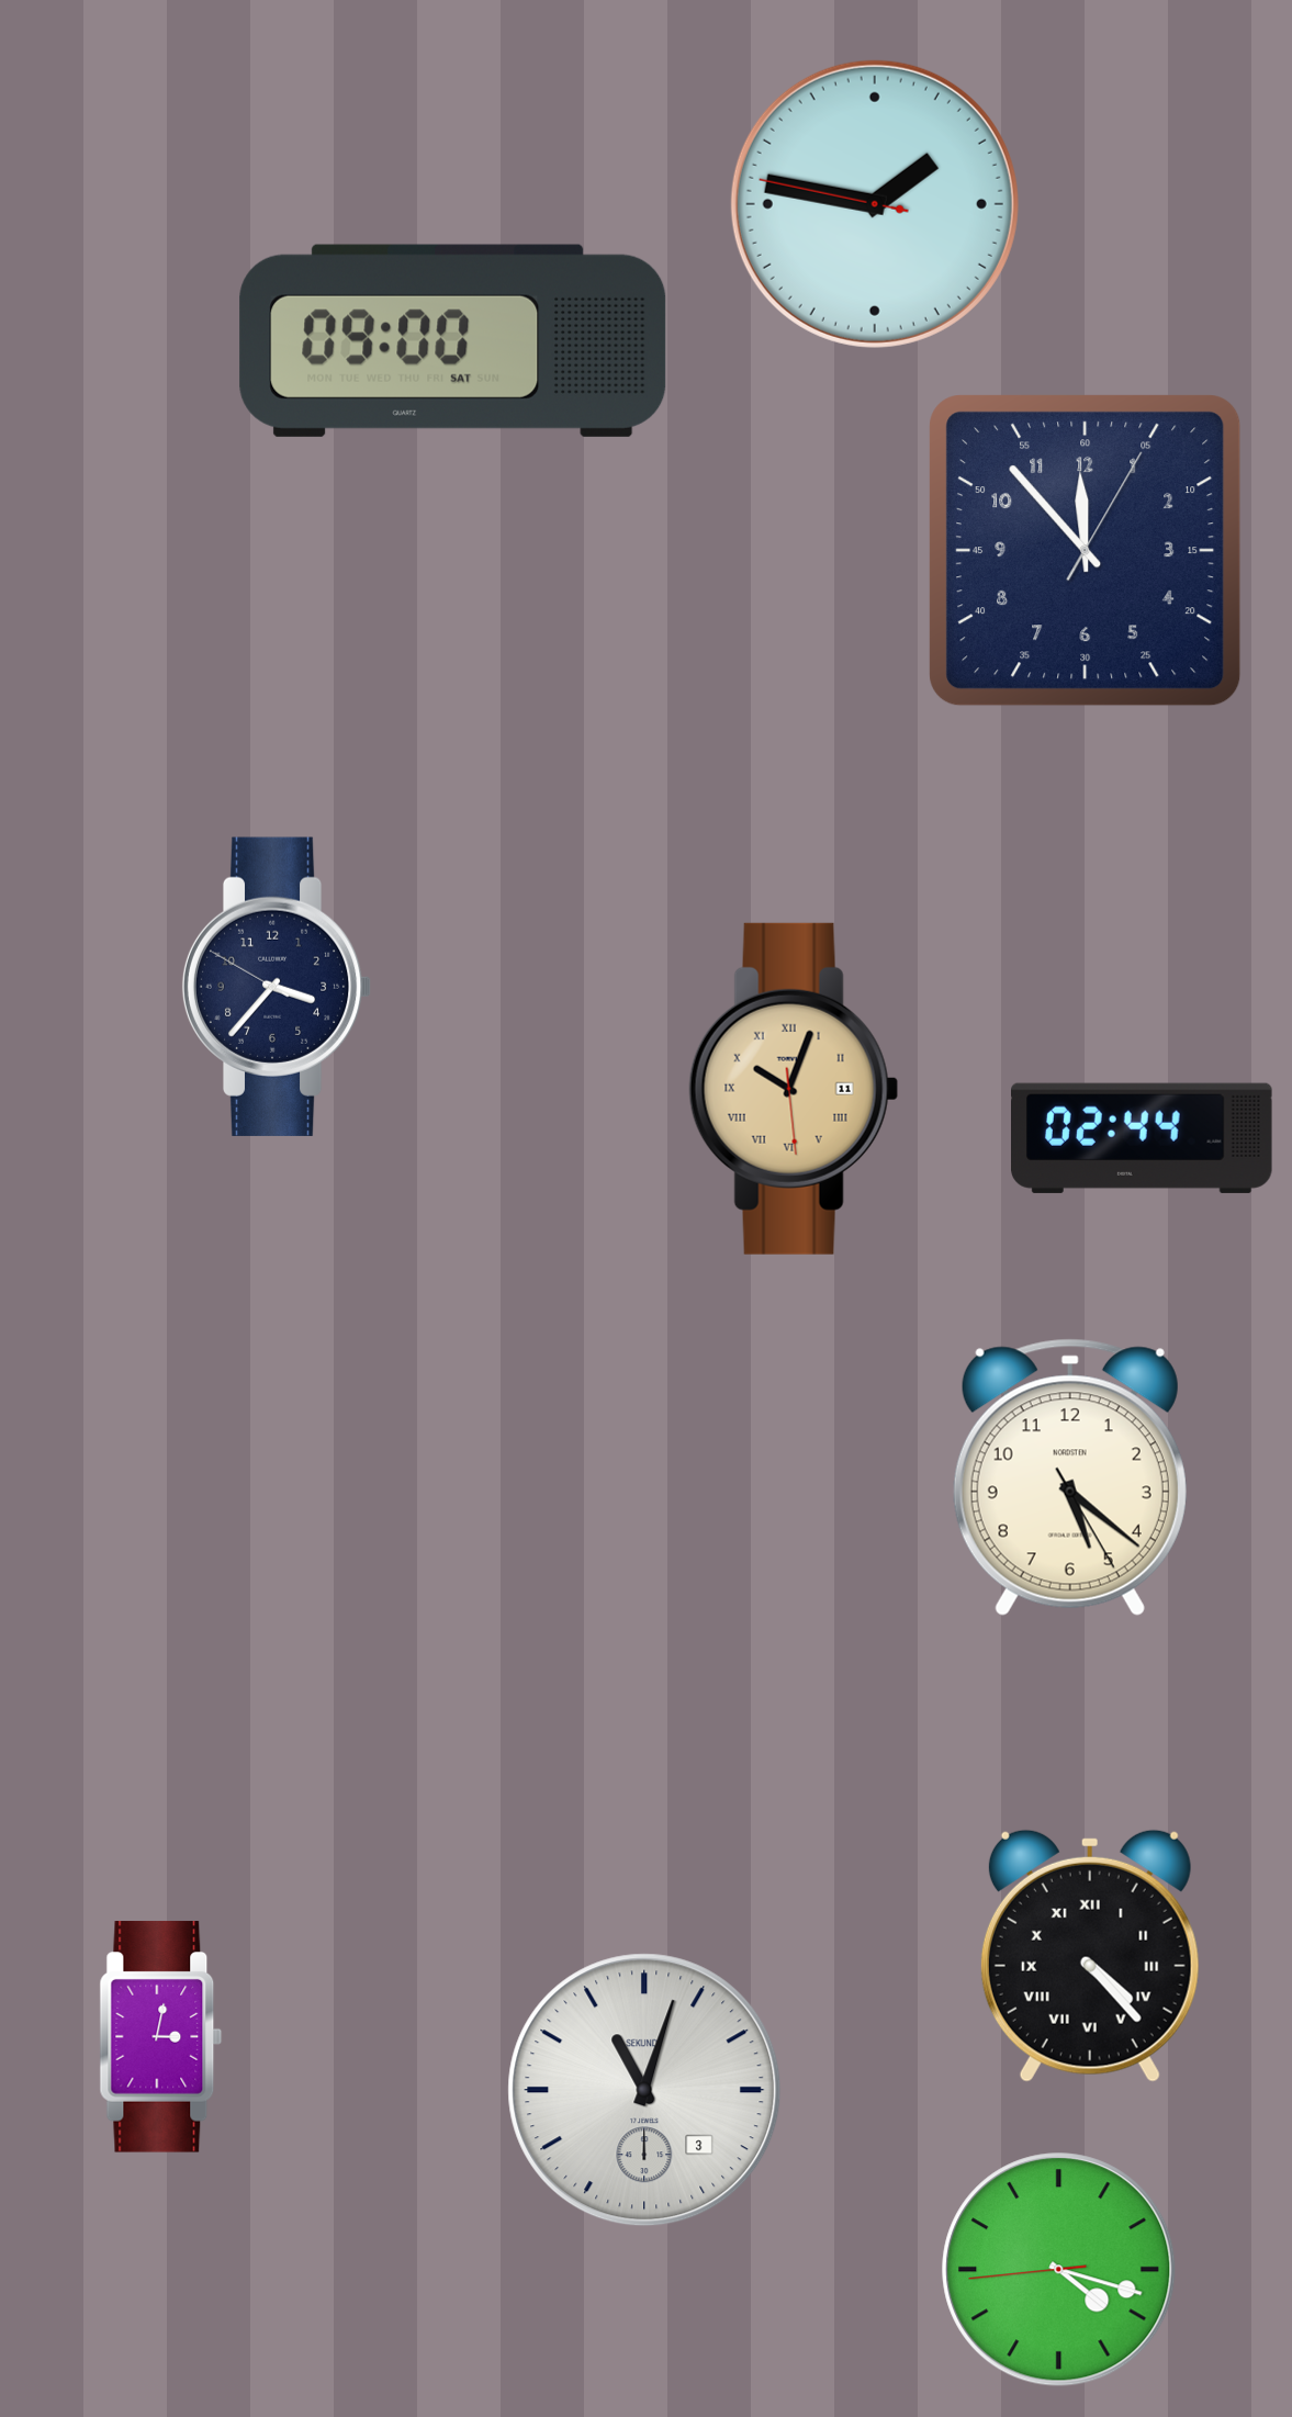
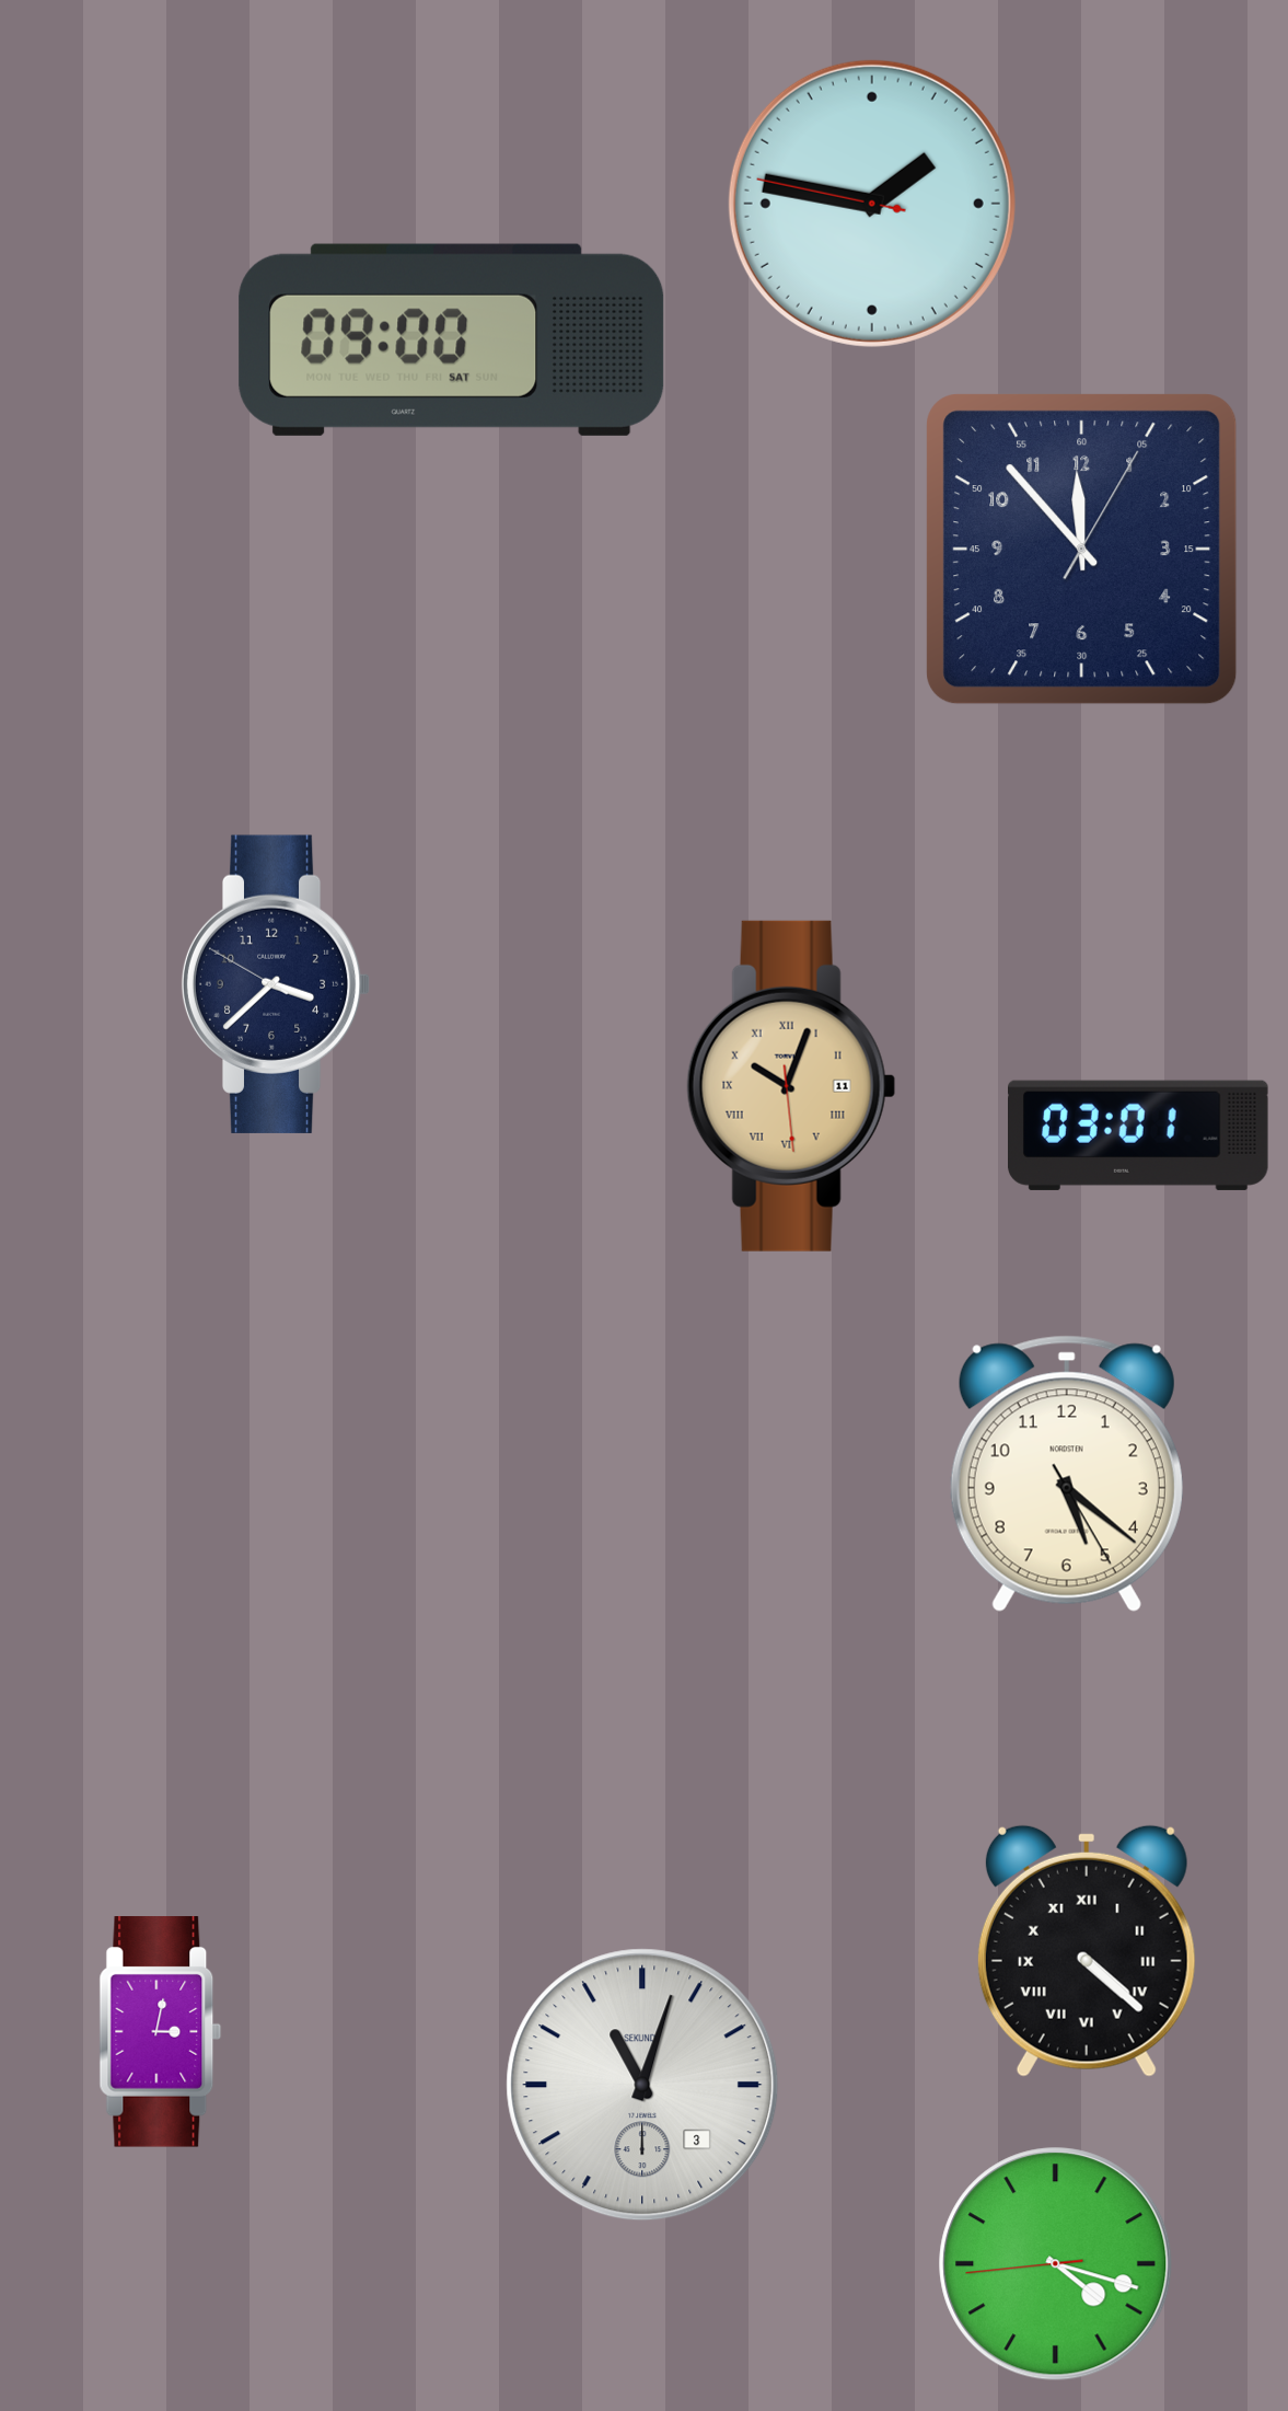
clock at (277, 987): 3:36 -> 3:37
clock at (1143, 1138): 02:44 -> 03:01
clock at (1090, 1956): 4:23 -> 4:22
